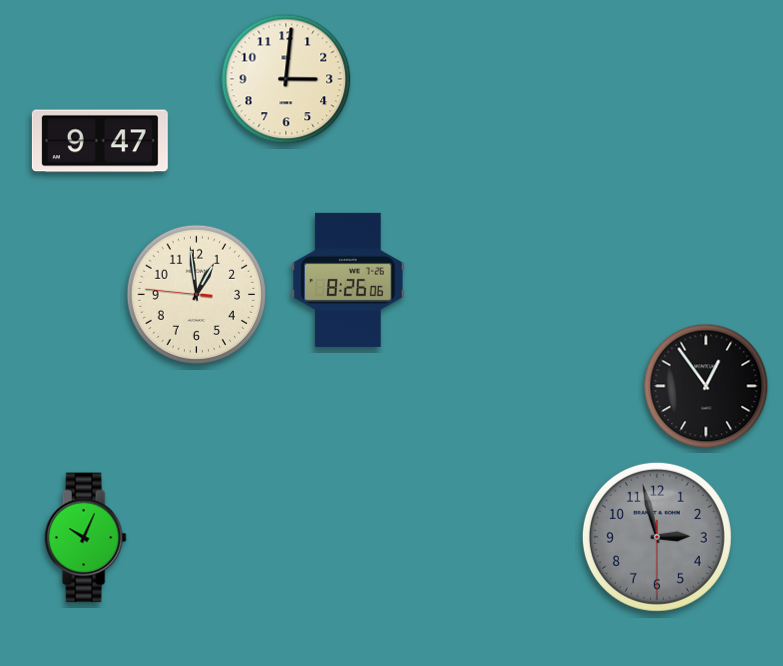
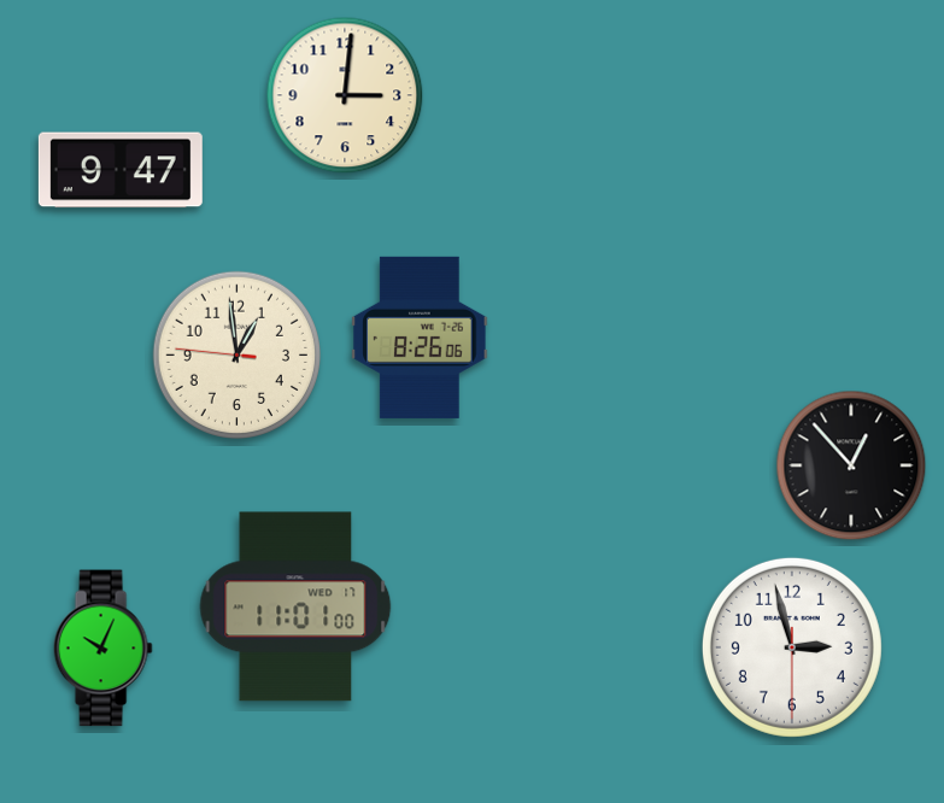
clock at (706, 386): 12:54 -> 12:53
clock at (295, 606): none -> 11:01
clock at (657, 537) dial: grey -> white
